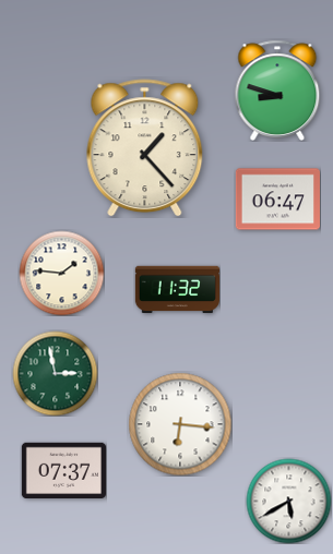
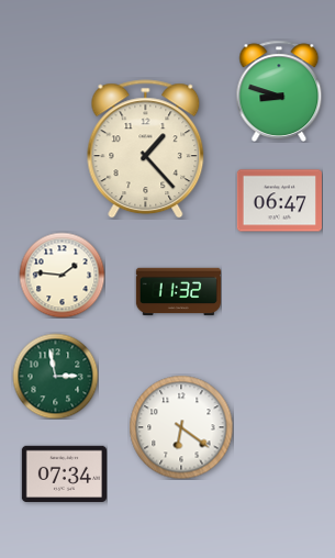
clock at (180, 424): 6:16 -> 6:21
clock at (63, 471): 07:37 -> 07:34
clock at (288, 501): 5:40 -> none
